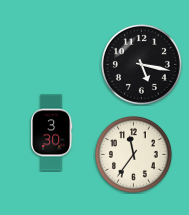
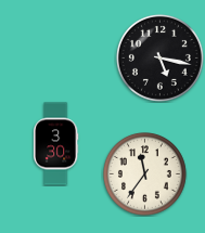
clock at (141, 64) position: (141, 64) -> (159, 57)
clock at (134, 155) position: (134, 155) -> (145, 174)
